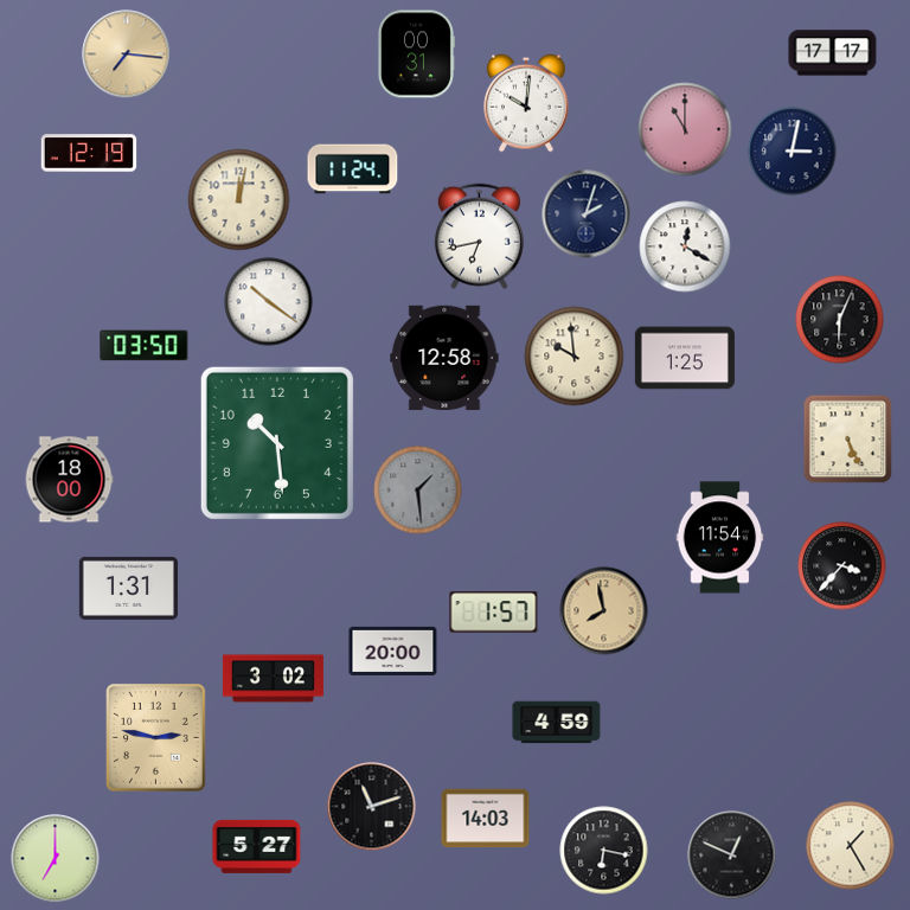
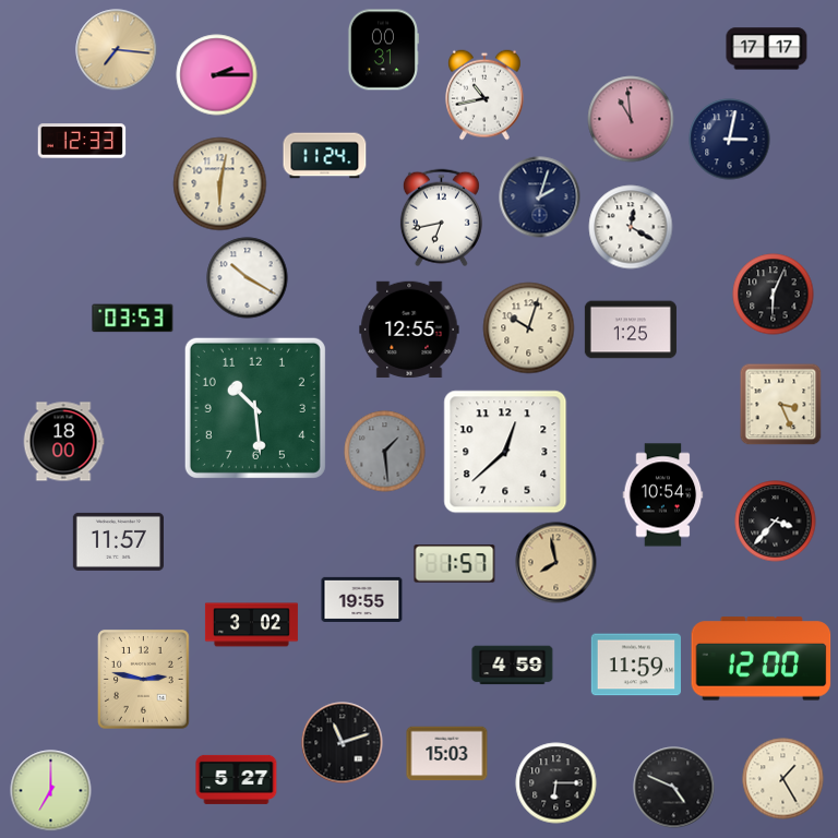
clock at (217, 75): none -> 2:15
clock at (527, 103): 10:01 -> 10:43
clock at (685, 129): 11:00 -> 10:59
clock at (89, 153): 12:19 -> 12:33
clock at (239, 200): 12:02 -> 6:02
clock at (269, 302): 10:21 -> 10:20
clock at (145, 346): 03:50 -> 03:53
clock at (575, 357): 9:59 -> 10:03
clock at (444, 358): 12:58 -> 12:55
clock at (848, 440): 5:26 -> 3:26
clock at (505, 452): none -> 12:38
clock at (720, 538): 11:54 -> 10:54
clock at (128, 588): 1:31 -> 11:57
clock at (393, 651): 20:00 -> 19:55
clock at (762, 659): none -> 12:00
clock at (635, 665): none -> 11:59
clock at (486, 819): 14:03 -> 15:03
clock at (604, 851): 6:17 -> 6:15
clock at (732, 855): 12:49 -> 4:49
